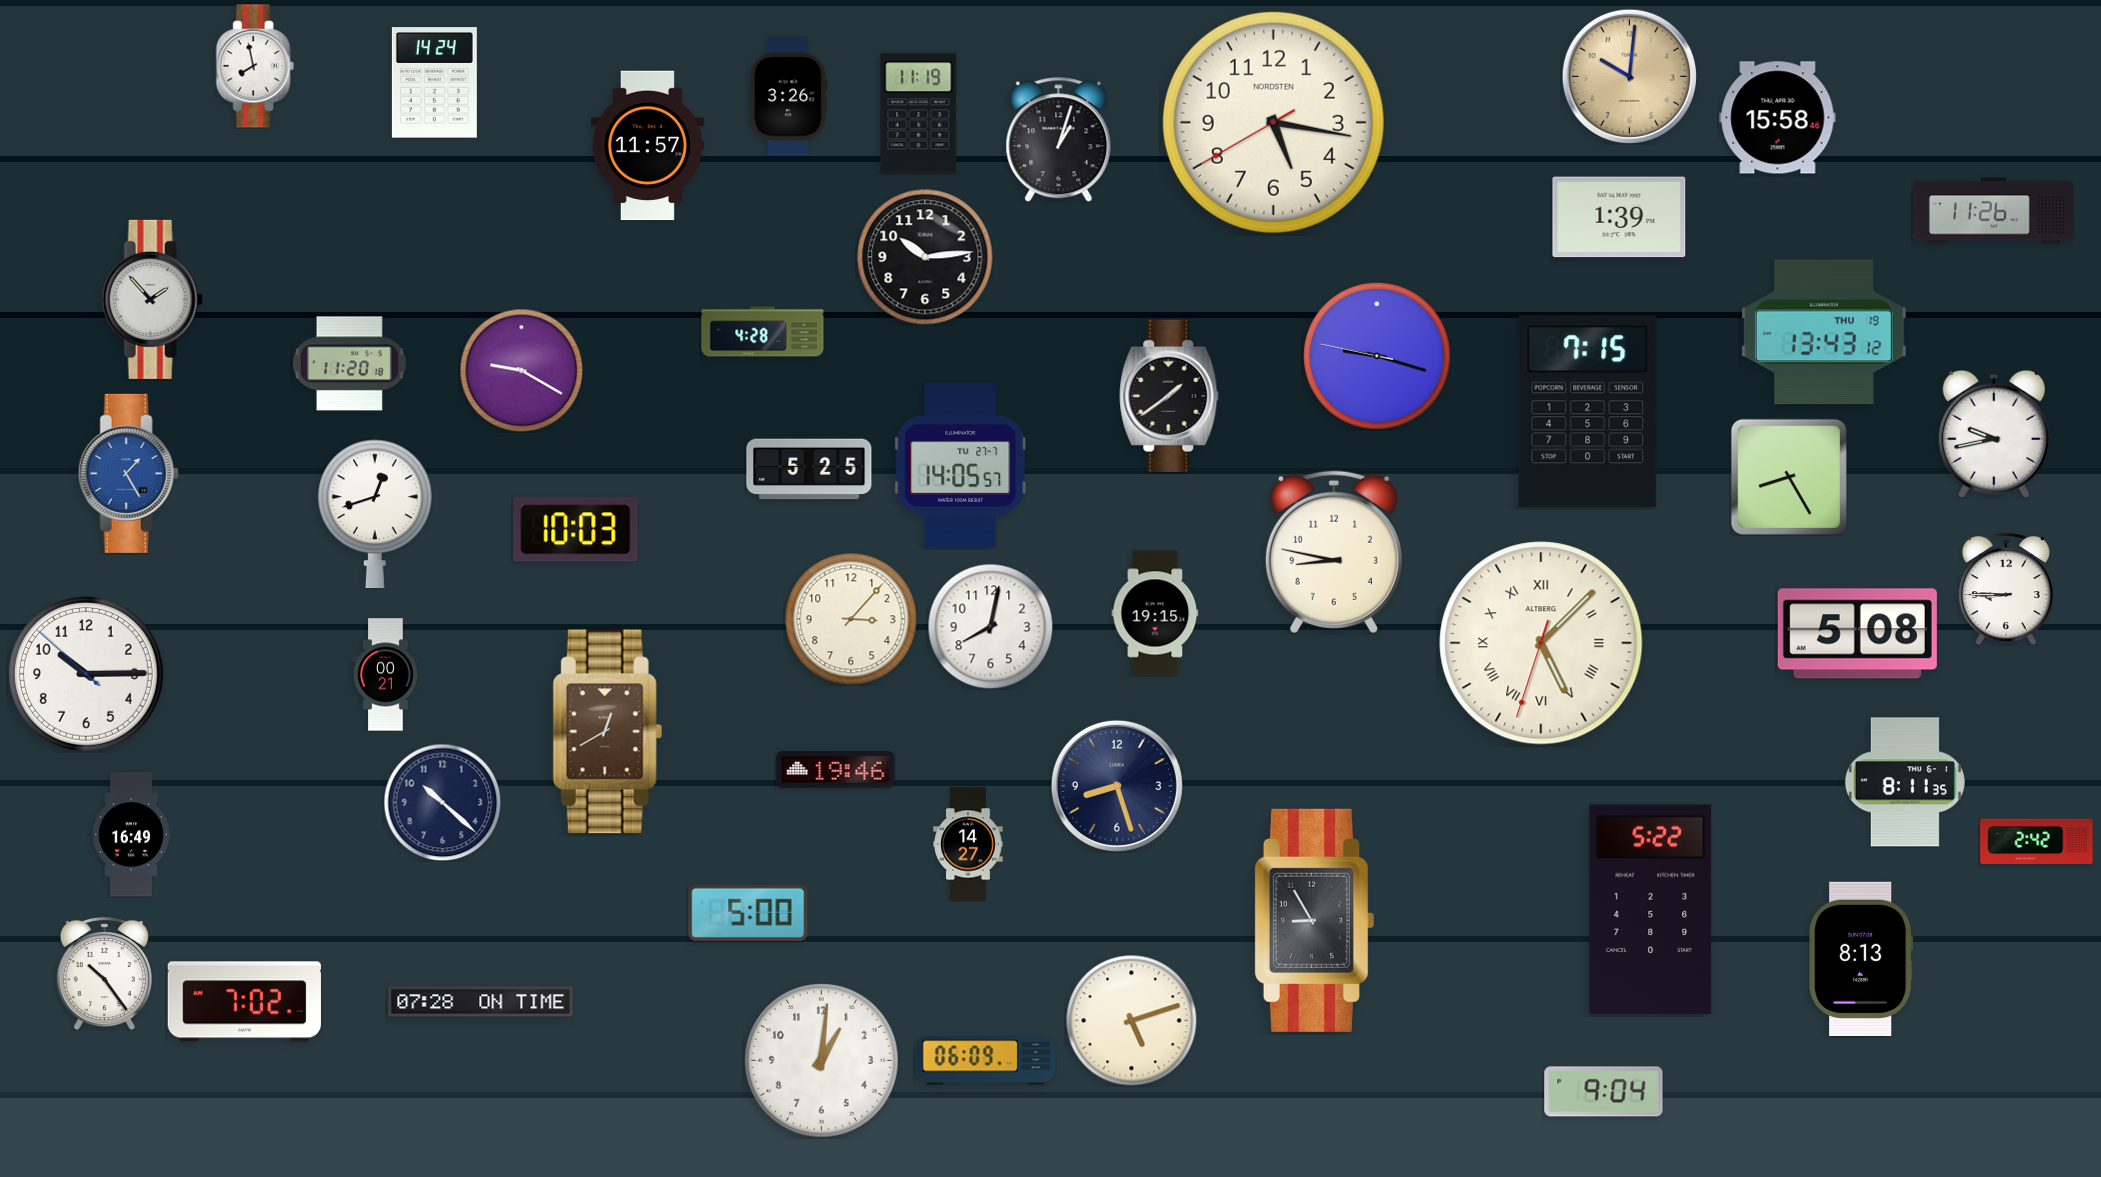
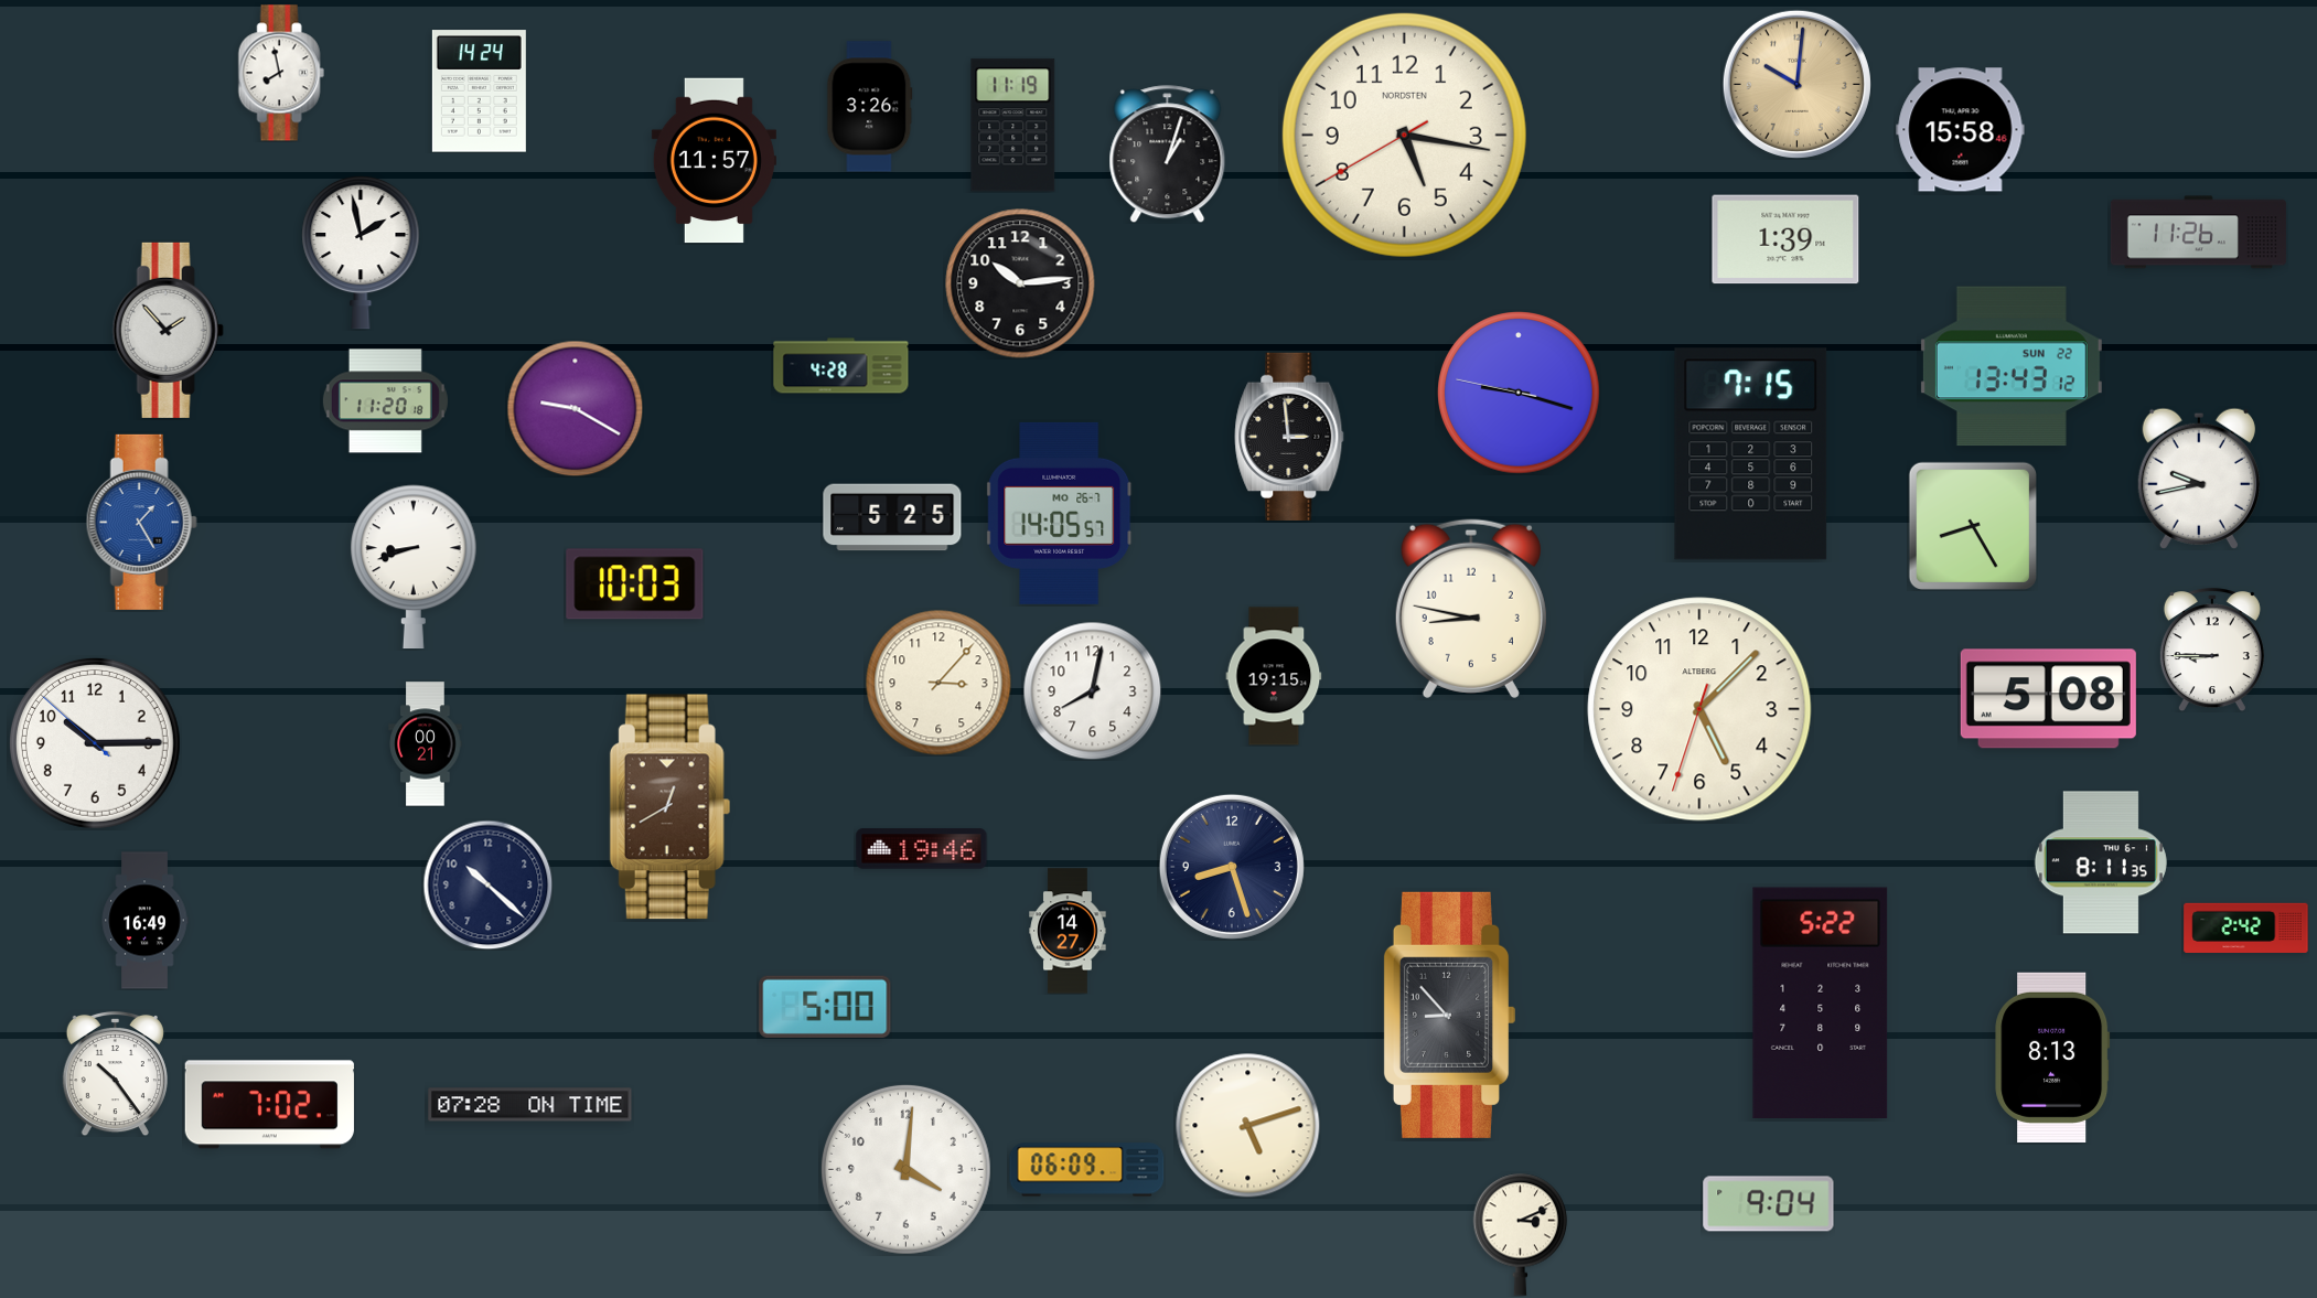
clock at (361, 253): none -> 1:58
clock at (1824, 332) date: THU 19 -> SUN 22
clock at (1169, 396): 1:39 -> 2:59
clock at (961, 465) date: TU 27-7 -> MO 26-7
clock at (376, 514): 12:42 -> 8:42
clock at (1541, 643) numerals: Roman -> Arabic
clock at (1314, 920): 8:55 -> 8:53
clock at (821, 1060): 1:01 -> 4:01
clock at (1521, 1234): none -> 3:11
